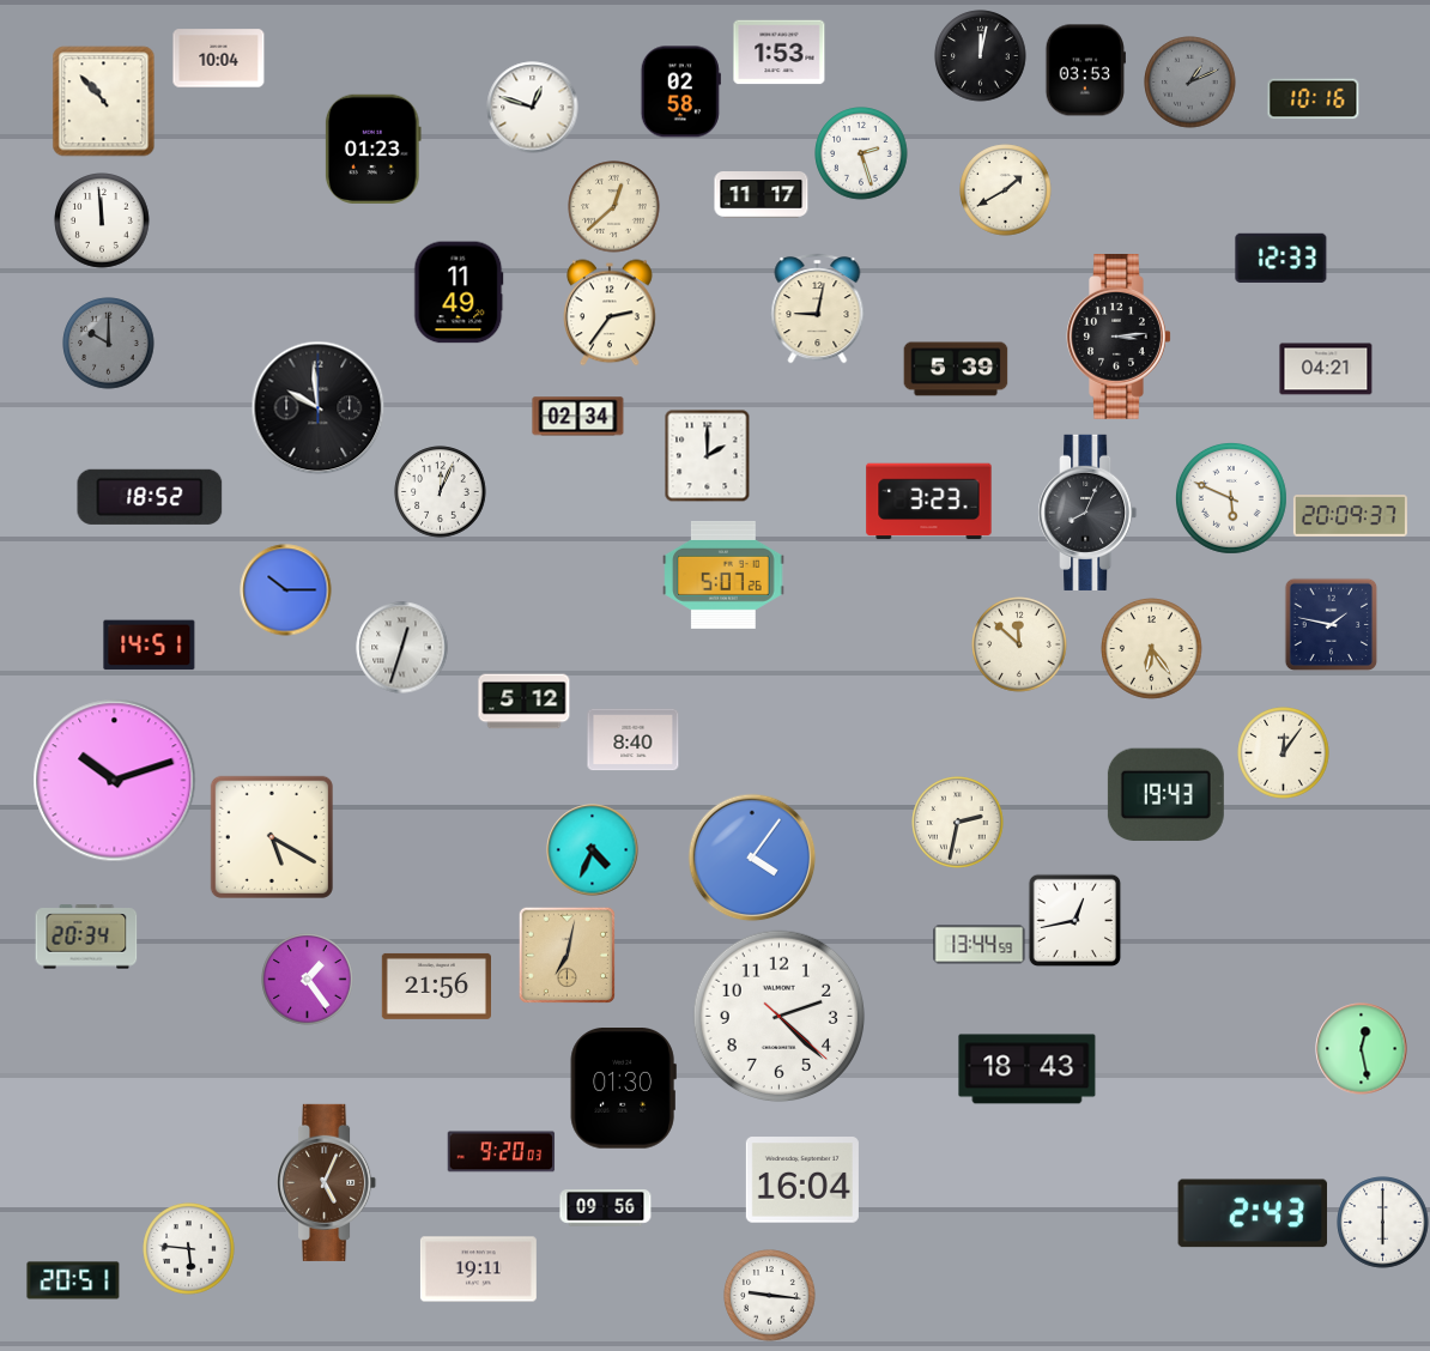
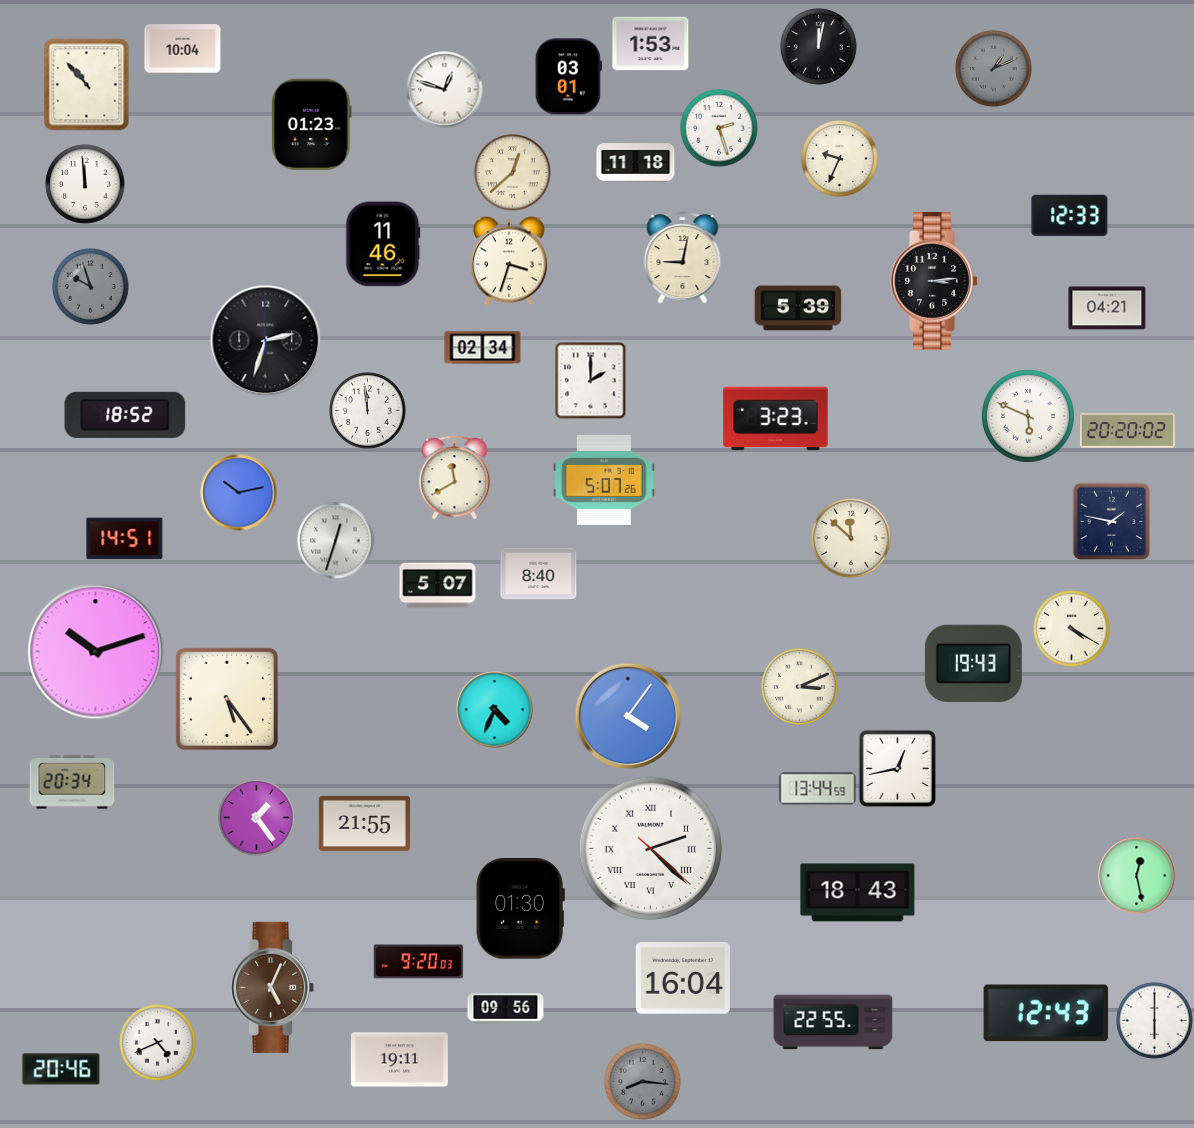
clock at (1085, 71): 03:53 -> none
clock at (680, 92): 02:58 -> 03:01
clock at (1314, 99): 10:16 -> none
clock at (1006, 190): 1:40 -> 9:34
clock at (762, 195): 11:17 -> 11:18
clock at (459, 292): 11:49 -> 11:46
clock at (611, 313): 2:36 -> 3:33
clock at (109, 344): 10:00 -> 9:57
clock at (319, 408): 9:59 -> 2:33
clock at (441, 492): 12:04 -> 11:59
clock at (1087, 513): 8:04 -> none
clock at (1350, 516): 20:09 -> 20:20
clock at (455, 478): none -> 11:40
clock at (286, 590): 10:15 -> 10:13
clock at (1152, 649): 6:24 -> none
clock at (525, 702): 5:12 -> 5:07
clock at (634, 740) position: (634, 740) -> (539, 574)
clock at (1284, 753): 12:06 -> 4:20
clock at (958, 823): 2:32 -> 3:11
clock at (272, 837): 5:20 -> 5:24
clock at (566, 955): 7:02 -> none
clock at (436, 986): 21:56 -> 21:55
clock at (780, 1017) numerals: Arabic -> Roman
clock at (802, 1180) position: (802, 1180) -> (683, 978)
clock at (1253, 1213): 2:43 -> 12:43
clock at (833, 1022): none -> 22:55
clock at (189, 1249): 5:46 -> 4:41
clock at (73, 1280): 20:51 -> 20:46
clock at (770, 1296): 9:16 -> 8:16
clock at (770, 1296) dial: white -> grey
